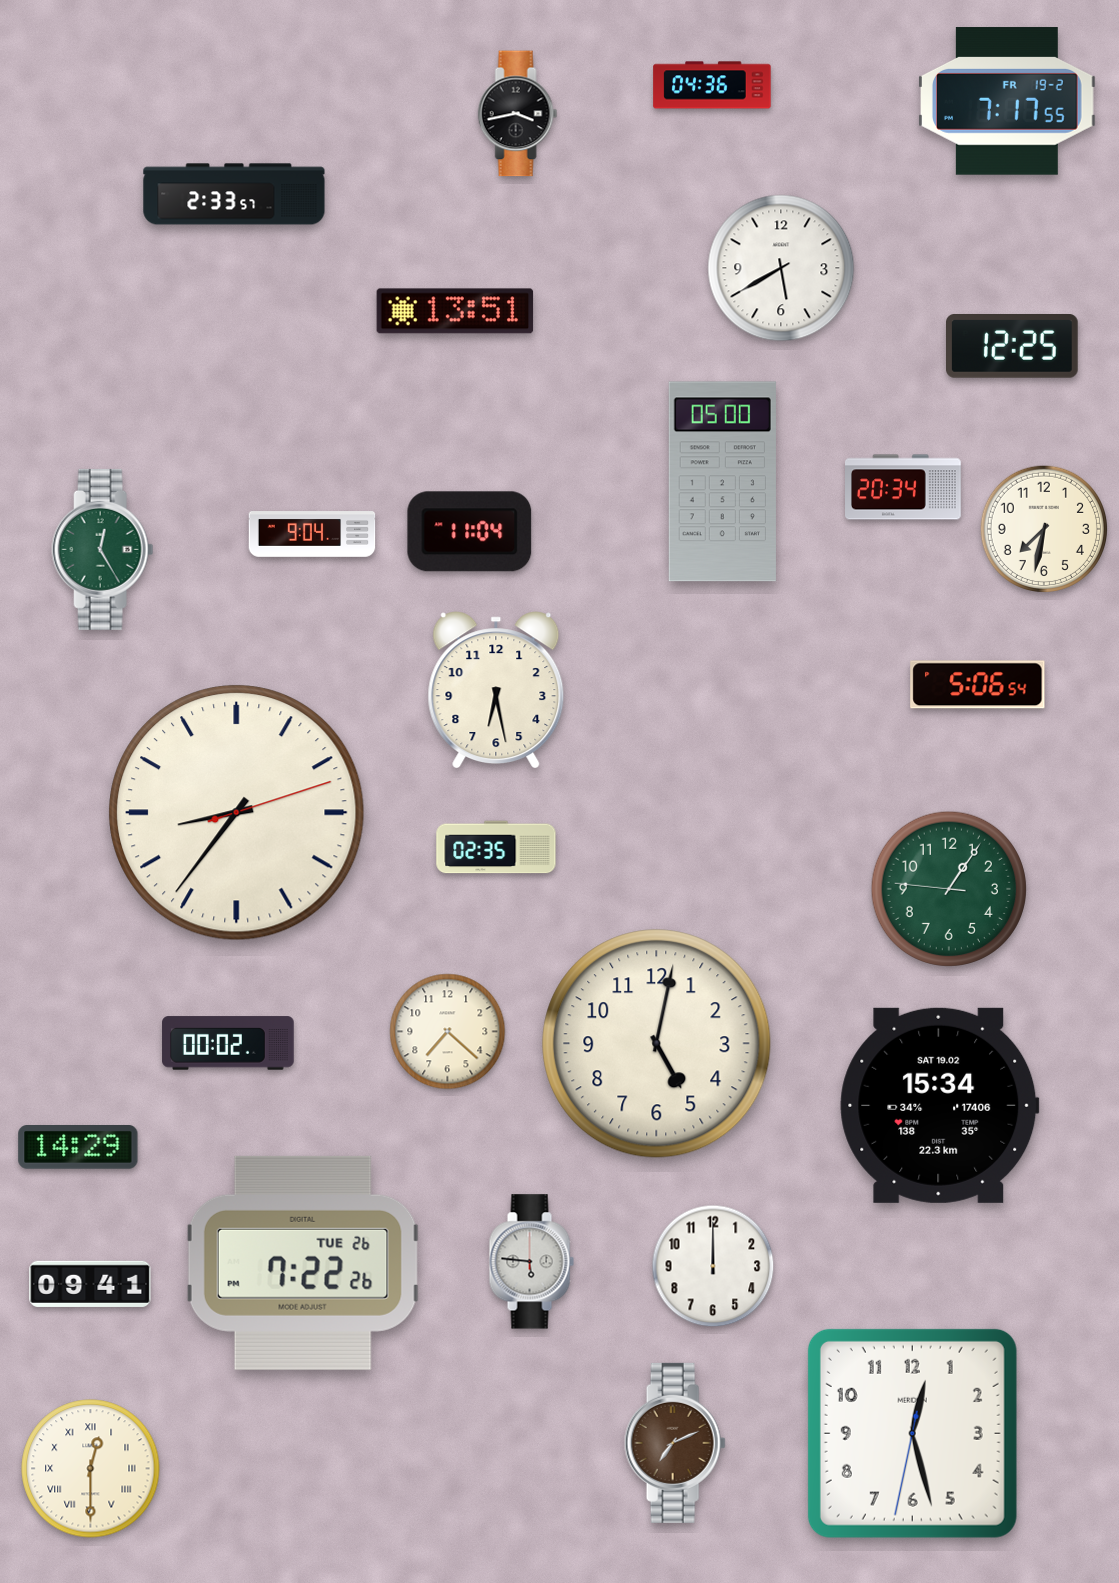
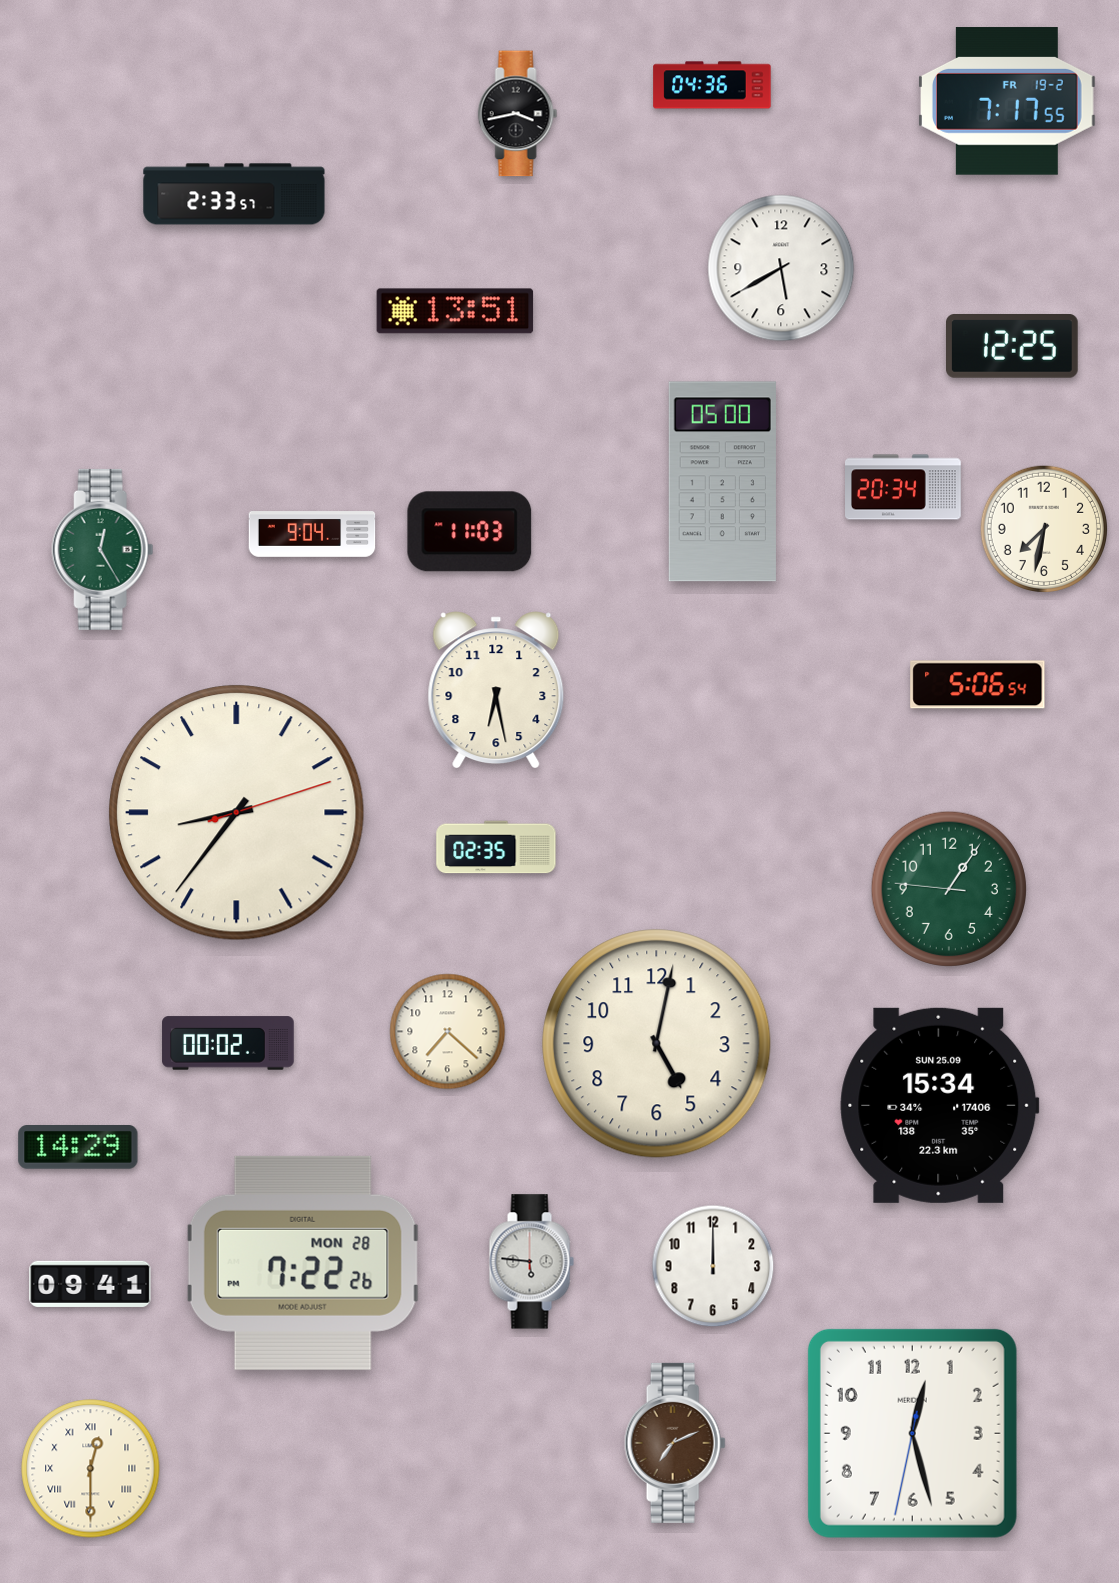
clock at (470, 532): 11:04 -> 11:03
clock at (940, 1105) date: SAT 19.02 -> SUN 25.09
clock at (303, 1263) date: TUE 26 -> MON 28
